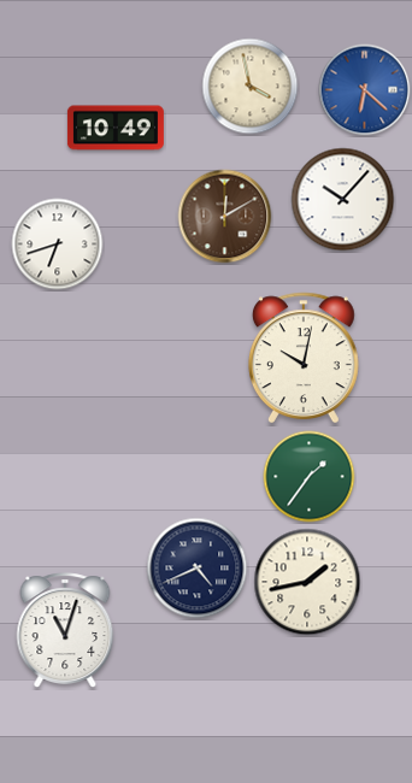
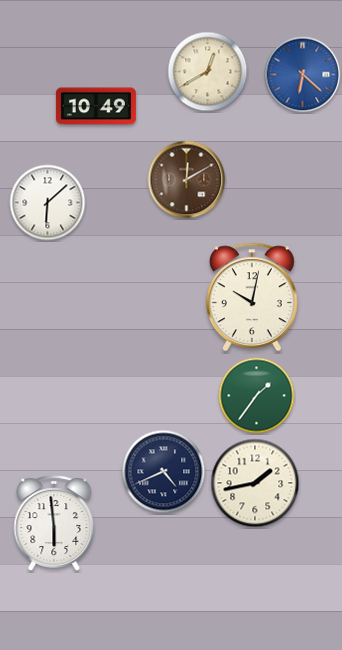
clock at (251, 87): 3:58 -> 12:40
clock at (343, 200): 10:07 -> none
clock at (58, 245): 6:42 -> 6:08
clock at (65, 630): 11:03 -> 5:59
